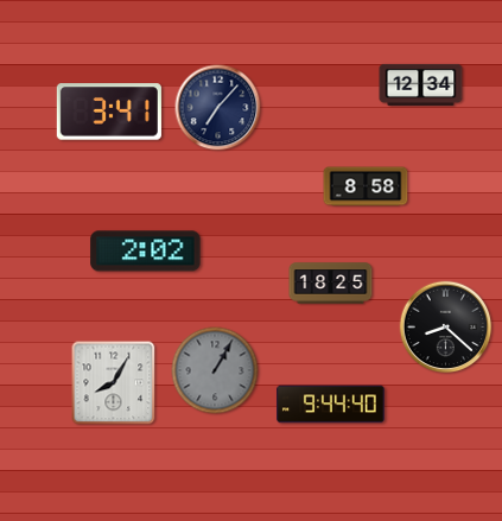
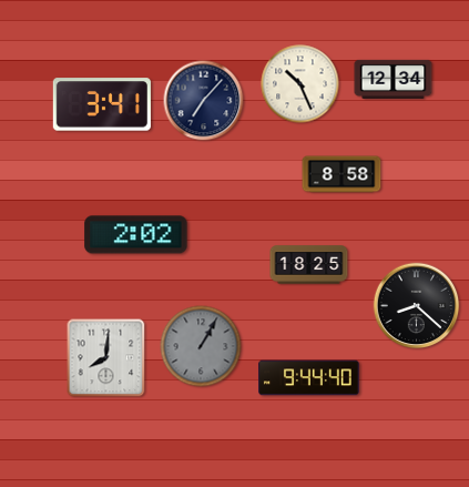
clock at (300, 84): none -> 10:26
clock at (114, 383): 8:05 -> 8:01
